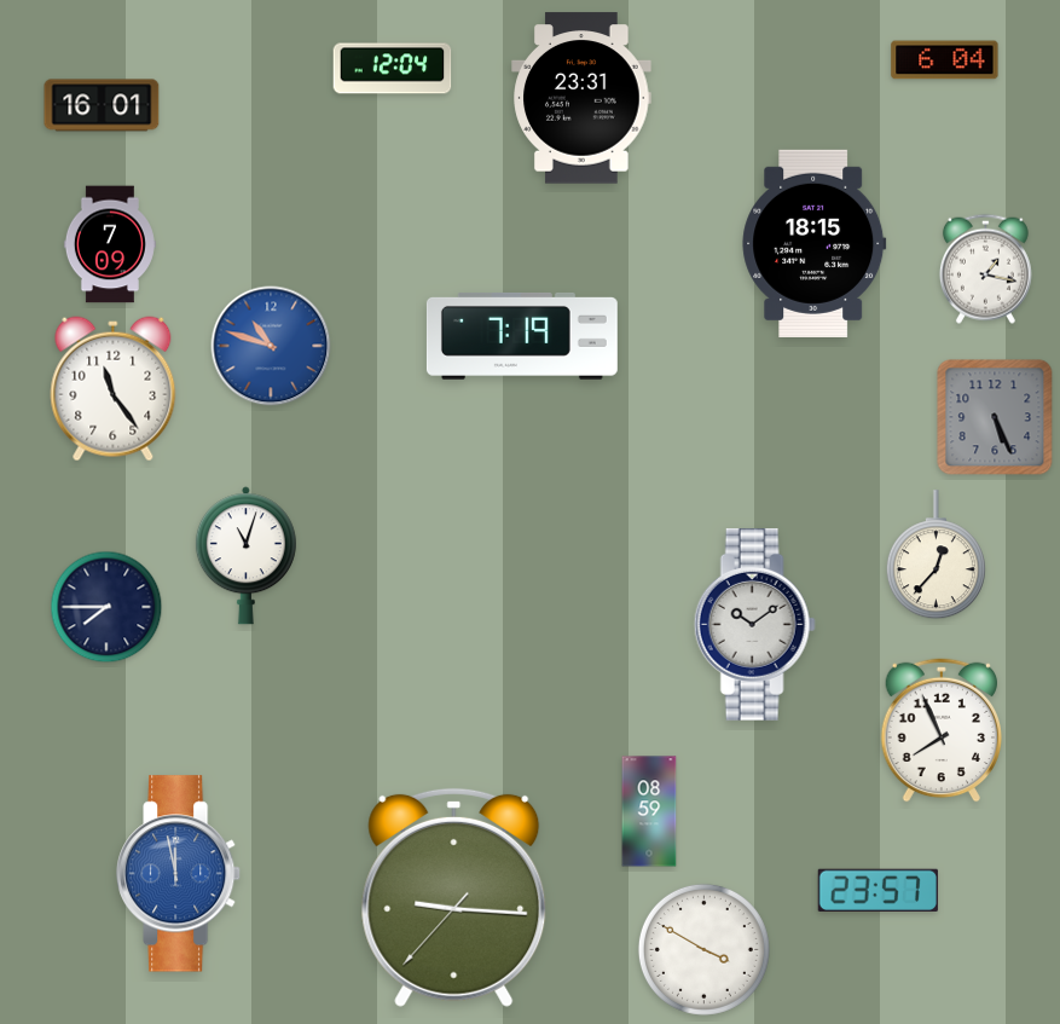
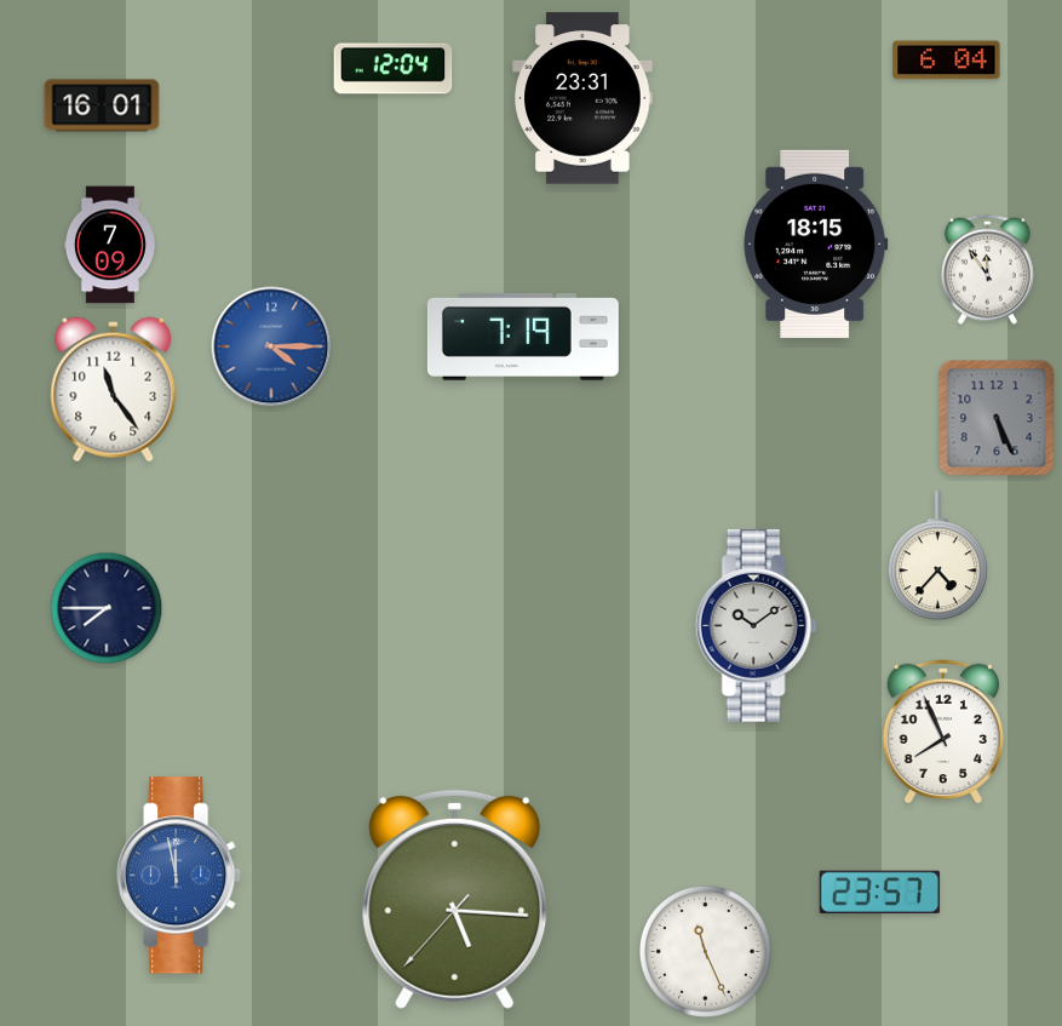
clock at (985, 268): 1:17 -> 11:54
clock at (271, 346): 10:48 -> 4:15
clock at (936, 555): 12:37 -> 4:37
clock at (245, 556): 11:03 -> none
clock at (649, 811): 08:59 -> none
clock at (454, 897): 9:15 -> 5:15
clock at (703, 949): 3:50 -> 11:26
